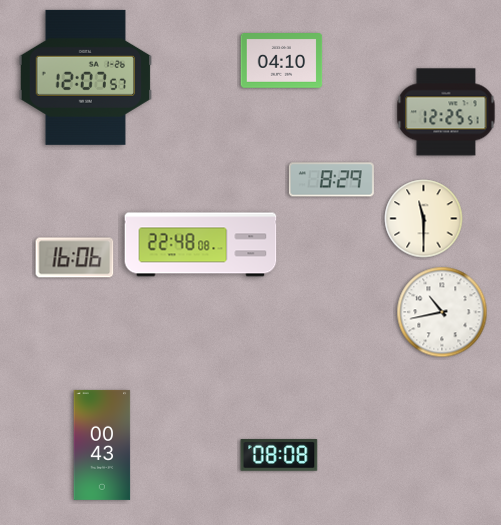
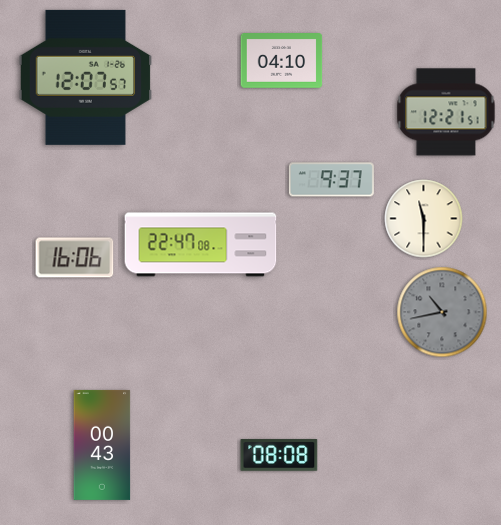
clock at (446, 112): 12:25 -> 12:21
clock at (331, 180): 8:29 -> 9:37
clock at (201, 245): 22:48 -> 22:47
clock at (442, 312) dial: white -> grey
